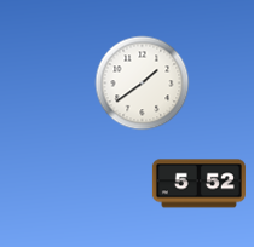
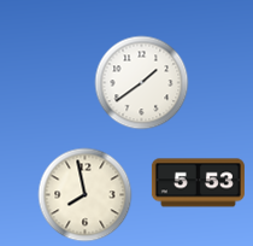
clock at (198, 184): 5:52 -> 5:53
clock at (84, 194): none -> 7:58
